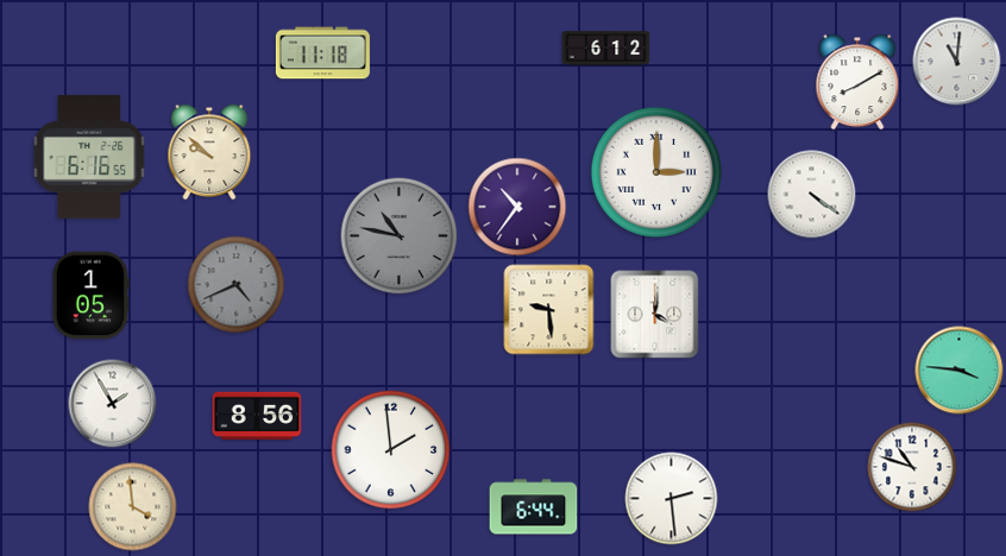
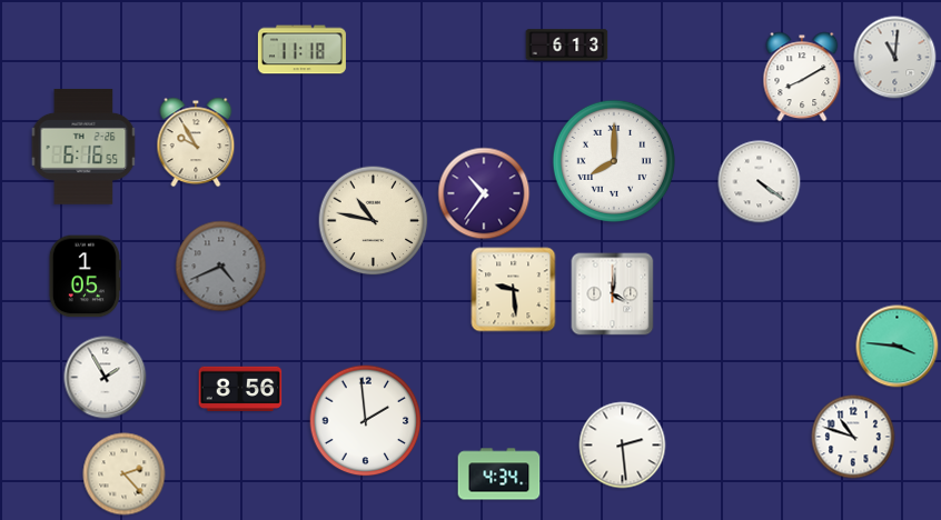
clock at (606, 49): 6:12 -> 6:13
clock at (209, 152): 9:52 -> 9:55
clock at (656, 172): 3:00 -> 8:00
clock at (400, 236) dial: grey -> cream
clock at (672, 499) position: (672, 499) -> (623, 446)
clock at (133, 507): 3:59 -> 2:23
clock at (534, 507): 6:44 -> 4:34
